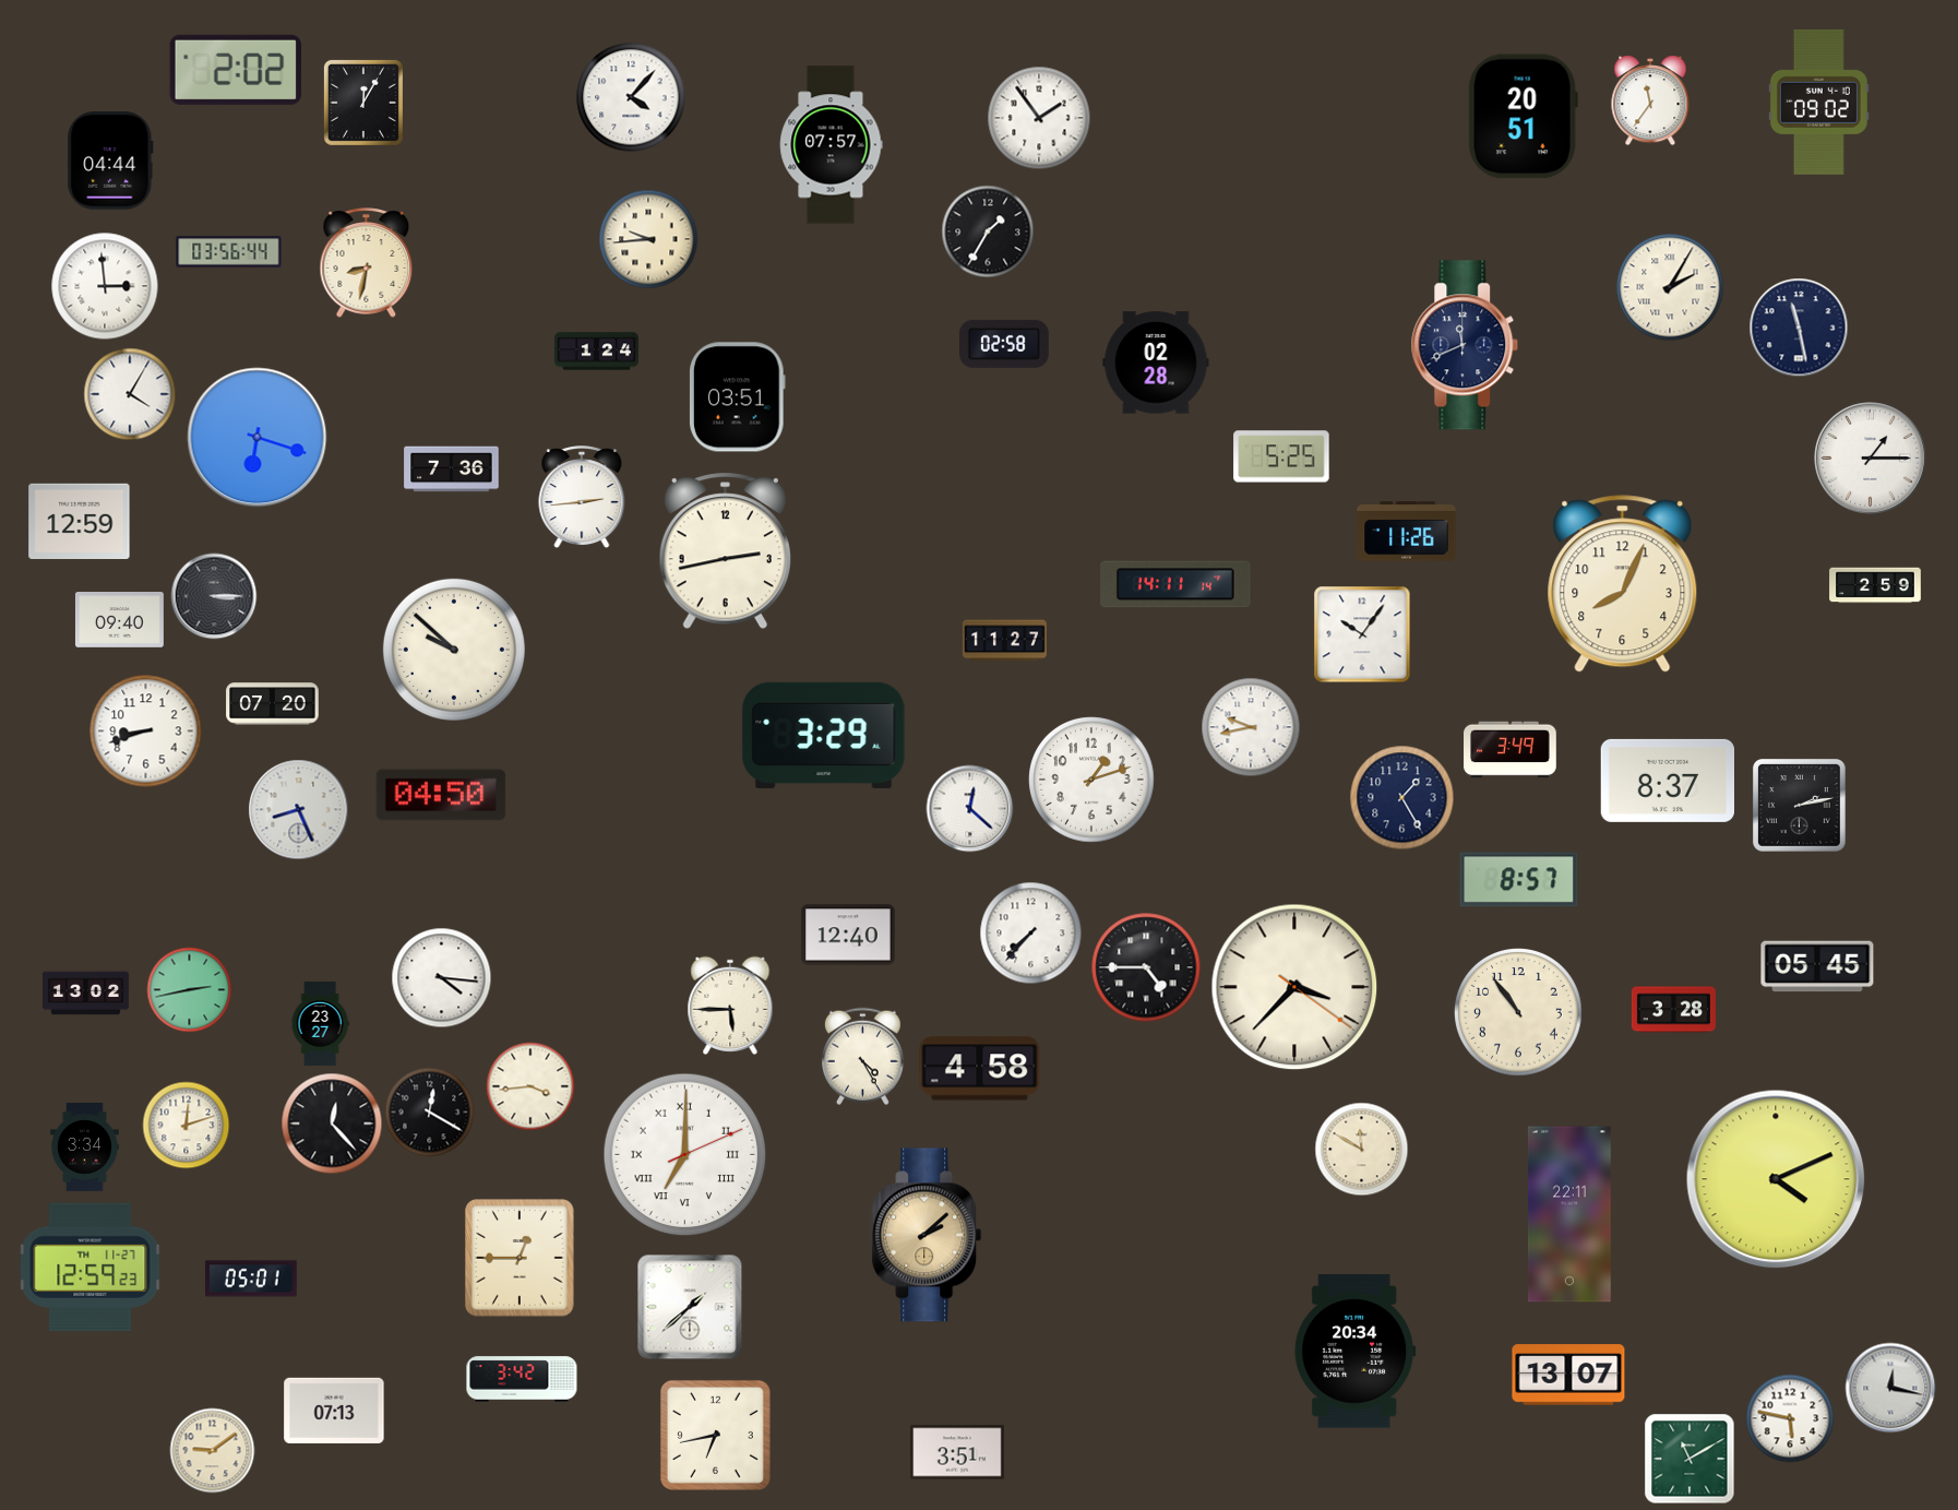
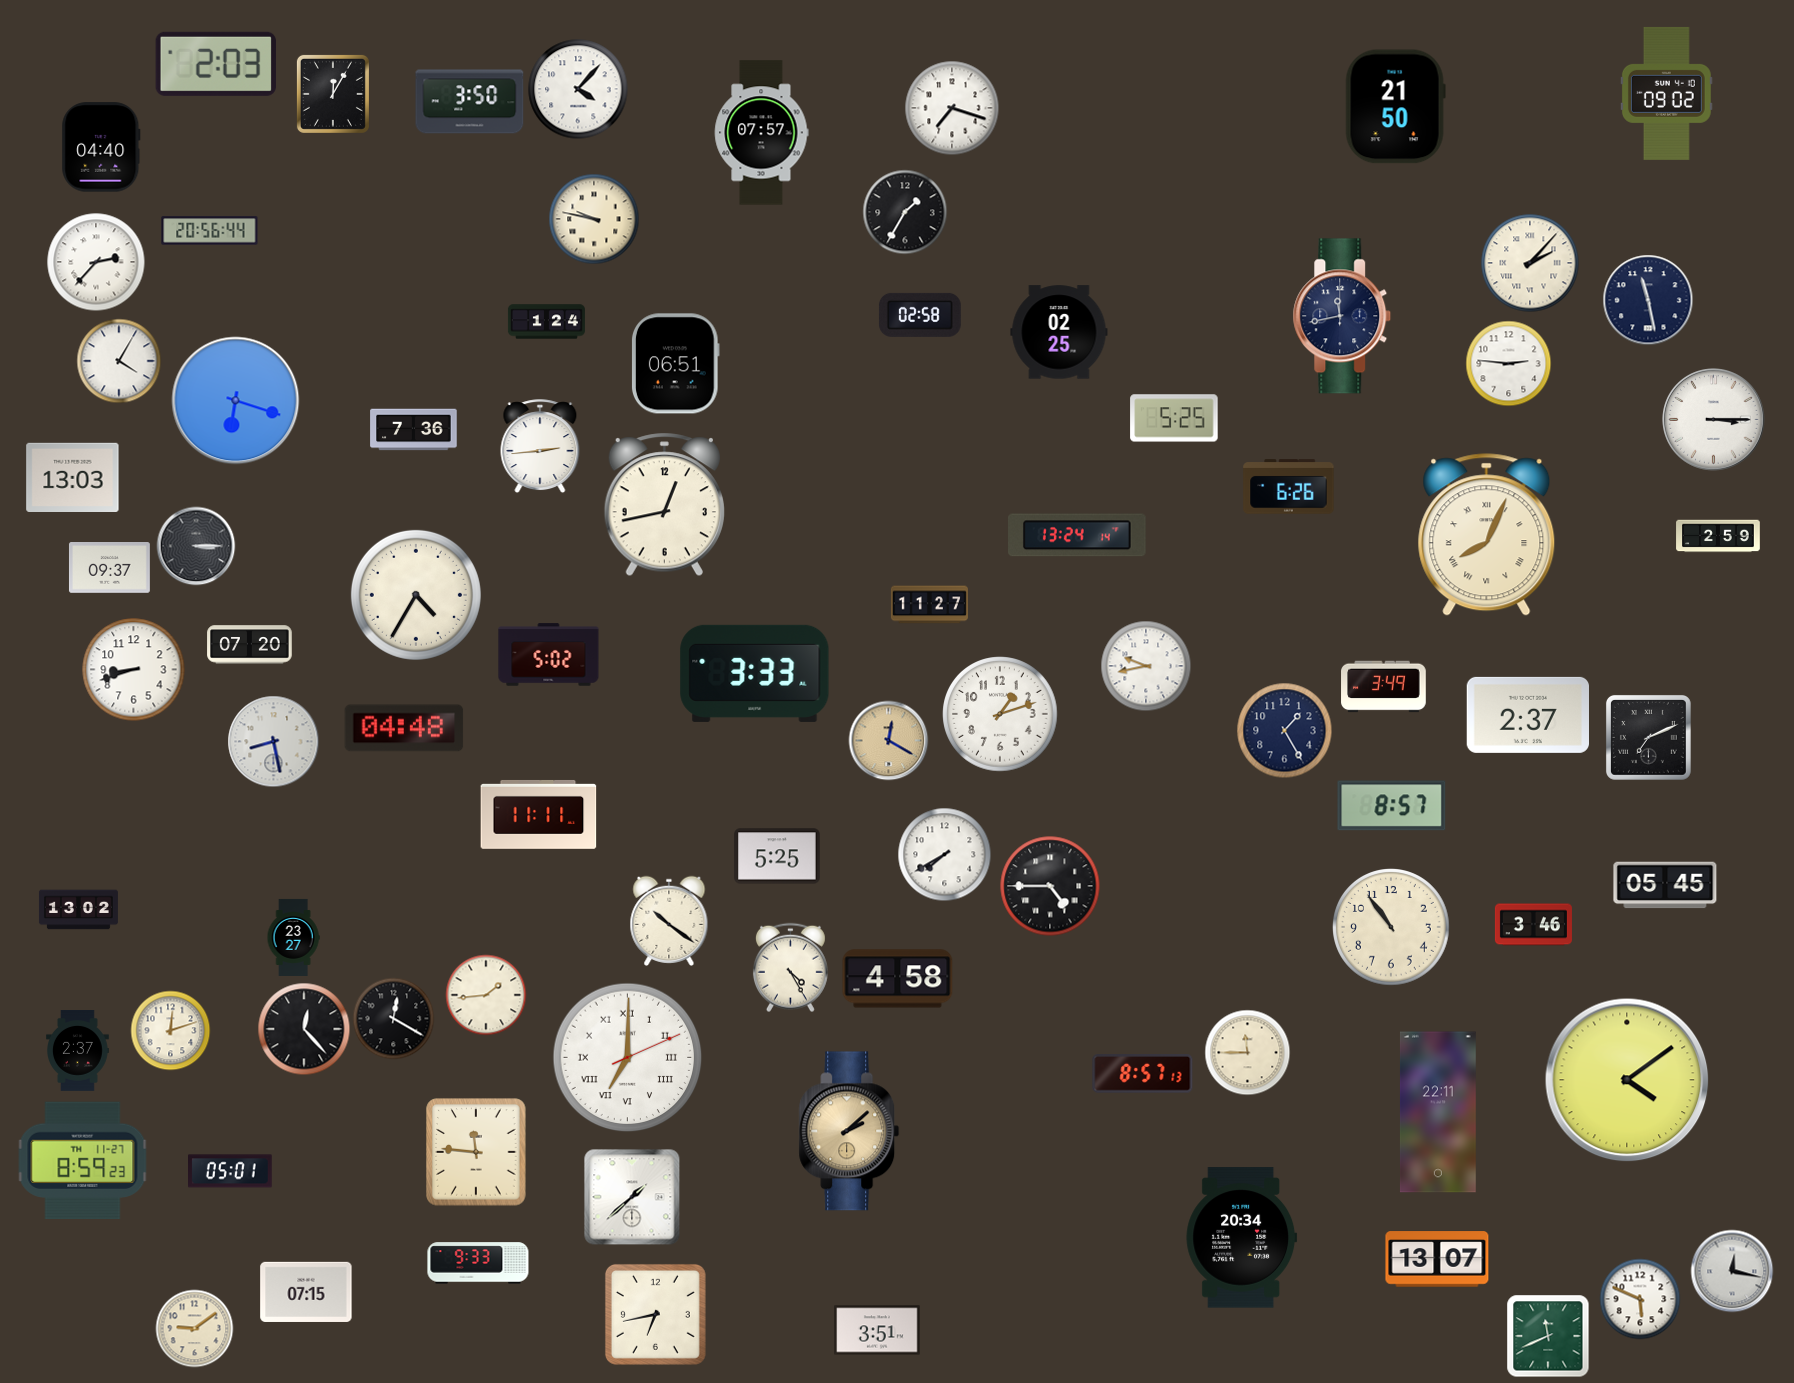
clock at (236, 70): 2:02 -> 2:03
clock at (1650, 100): 11:36 -> none
clock at (470, 102): none -> 3:50
clock at (1523, 117): 20:51 -> 21:50
clock at (1039, 118): 1:54 -> 7:18
clock at (110, 160): 04:44 -> 04:40
clock at (648, 239): 9:44 -> 9:47
clock at (229, 252): 03:56 -> 20:56
clock at (367, 263): 8:32 -> none
clock at (105, 286): 2:59 -> 2:37
clock at (1670, 287): 2:05 -> 2:07
clock at (1465, 345): 11:41 -> 11:43
clock at (1156, 362): 02:28 -> 02:25
clock at (1508, 363): none -> 2:46
clock at (738, 397): 03:51 -> 06:51
clock at (1871, 459): 1:15 -> 3:15
clock at (582, 497) position: (582, 497) -> (540, 446)
clock at (80, 521): 12:59 -> 13:03
clock at (1407, 532): 11:26 -> 6:26
clock at (725, 551): 2:43 -> 12:43
clock at (1177, 584): 14:11 -> 13:24
clock at (1623, 584) numerals: Arabic -> Roman
clock at (119, 620): 09:40 -> 09:37
clock at (1362, 634): 10:06 -> none
clock at (1004, 641) position: (1004, 641) -> (929, 605)
clock at (454, 650): 9:52 -> 4:35
clock at (549, 655): none -> 5:02
clock at (824, 735): 3:29 -> 3:33
clock at (1667, 781): 8:37 -> 2:37
clock at (441, 795): 04:50 -> 04:48
clock at (1799, 805): 2:13 -> 7:11
clock at (969, 808): 12:22 -> 12:20
clock at (969, 808) dial: white -> champagne
clock at (298, 809): 8:26 -> 8:28
clock at (539, 814): none -> 11:11
clock at (1030, 932): 7:37 -> 7:40
clock at (848, 935): 12:40 -> 5:25
clock at (441, 977): 4:16 -> none
clock at (1294, 987): 3:37 -> none
clock at (189, 989): 2:43 -> none
clock at (730, 1006): 5:45 -> 10:21
clock at (1673, 1010): 3:28 -> 3:46
clock at (530, 1086): 3:44 -> 1:44
clock at (85, 1148): 3:34 -> 2:37
clock at (1361, 1149): 11:50 -> 11:45
clock at (1143, 1074): none -> 8:57
clock at (1776, 1179): 4:11 -> 4:09
clock at (520, 1258): 12:45 -> 11:46
clock at (91, 1268): 12:59 -> 8:59
clock at (522, 1379): 3:42 -> 9:33
clock at (334, 1411): 07:13 -> 07:15
clock at (1790, 1418): 5:47 -> 5:49
clock at (1690, 1459): 11:10 -> 11:41
